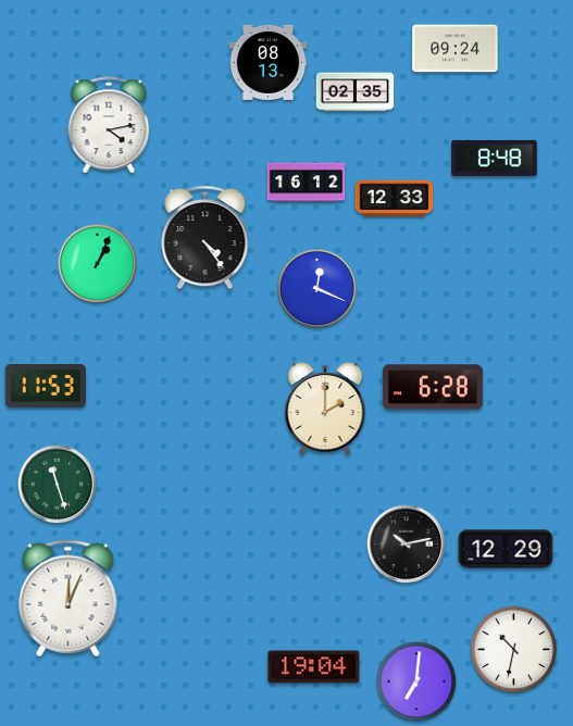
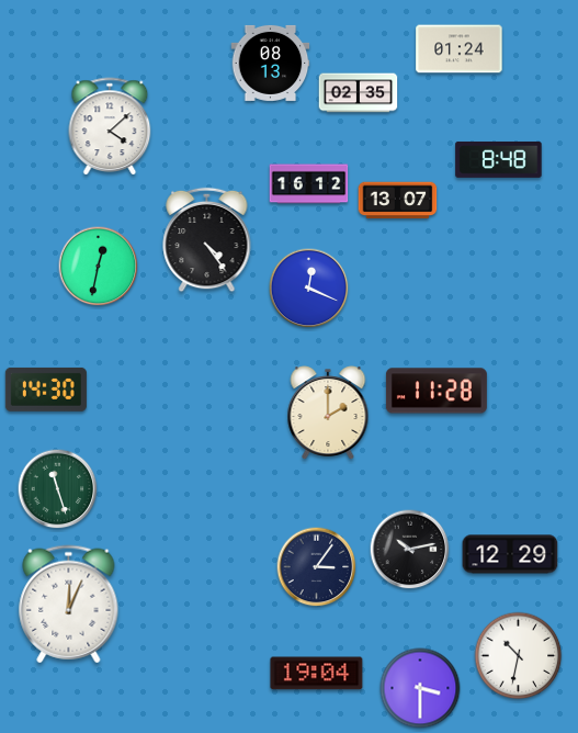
clock at (456, 49): 09:24 -> 01:24
clock at (109, 125): 4:13 -> 4:08
clock at (395, 199): 12:33 -> 13:07
clock at (98, 264): 1:04 -> 12:32
clock at (317, 289) position: (317, 289) -> (309, 289)
clock at (46, 386): 11:53 -> 14:30
clock at (433, 387): 6:28 -> 11:28
clock at (317, 567): none -> 3:06
clock at (416, 681): 7:01 -> 3:30
